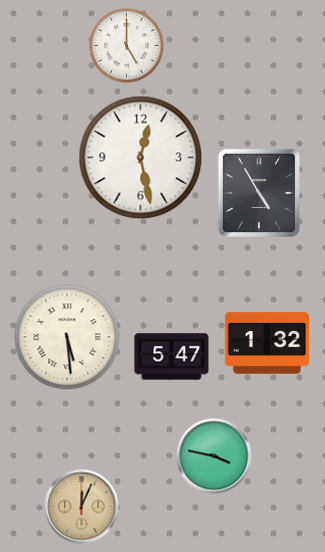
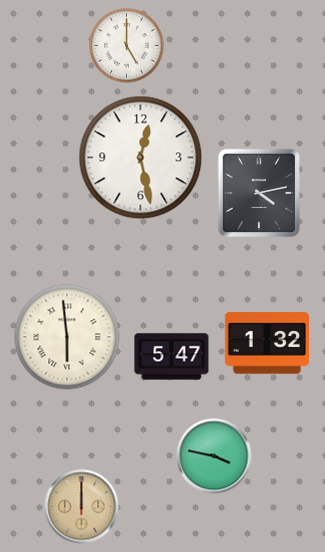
clock at (258, 193): 4:55 -> 4:13
clock at (67, 337): 5:29 -> 5:59
clock at (82, 507): 12:04 -> 12:00
